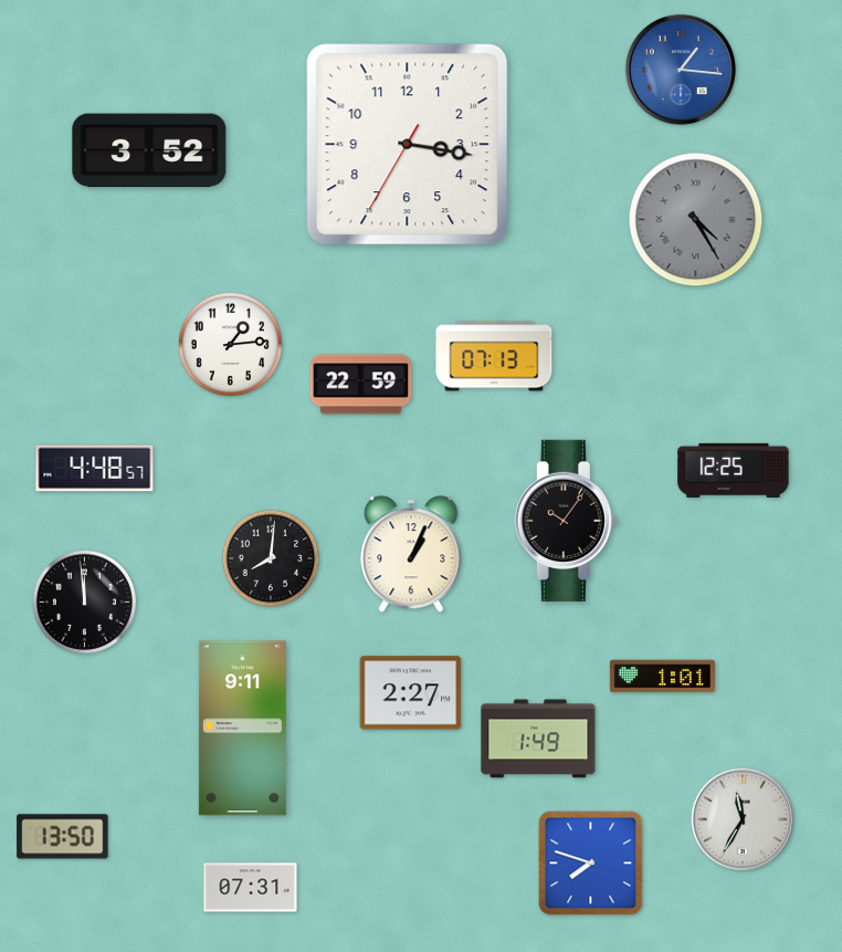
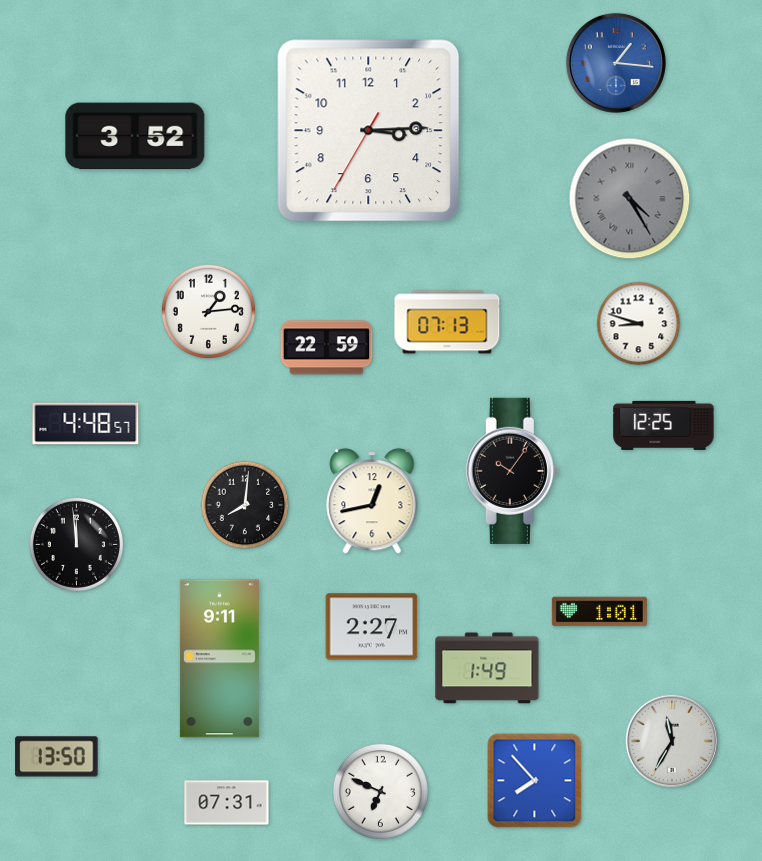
clock at (408, 145): 3:16 -> 3:14
clock at (639, 324): none -> 8:48
clock at (411, 554): 1:04 -> 12:43
clock at (591, 864): 7:48 -> 7:53
clock at (380, 791): none -> 6:49
